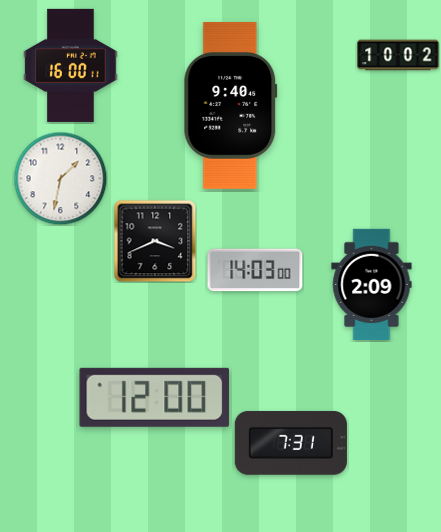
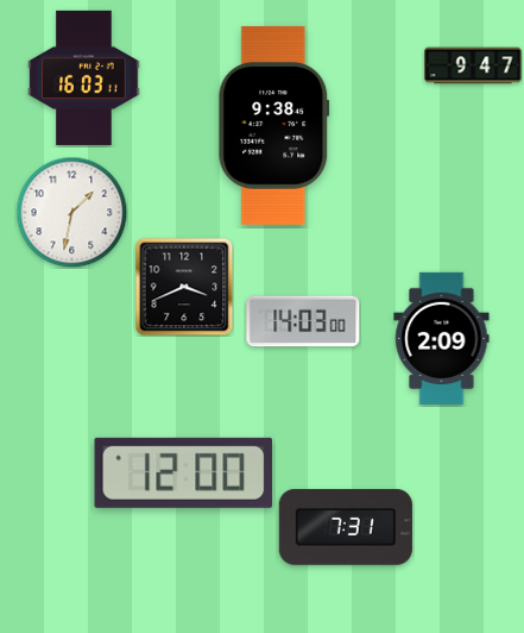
clock at (398, 55): 10:02 -> 9:47
clock at (71, 65): 16:00 -> 16:03
clock at (231, 105): 9:40 -> 9:38
